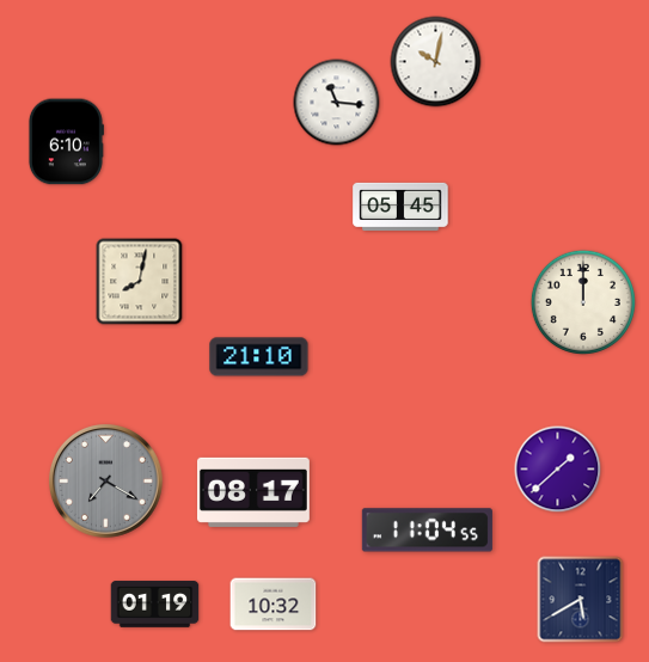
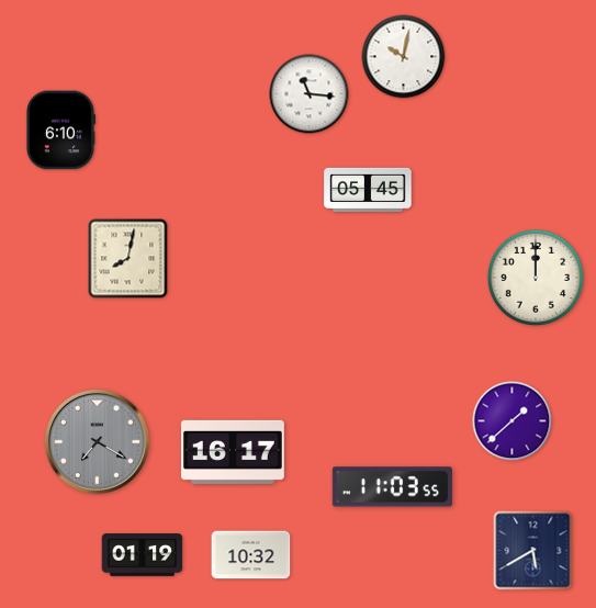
clock at (436, 62) position: (436, 62) -> (404, 57)
clock at (259, 357): 21:10 -> none
clock at (558, 470) position: (558, 470) -> (513, 421)
clock at (253, 492): 08:17 -> 16:17
clock at (427, 531): 11:04 -> 11:03
